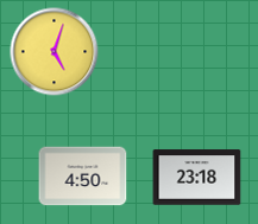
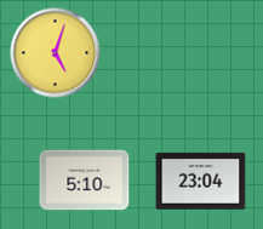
clock at (83, 177): 4:50 -> 5:10
clock at (197, 178): 23:18 -> 23:04
